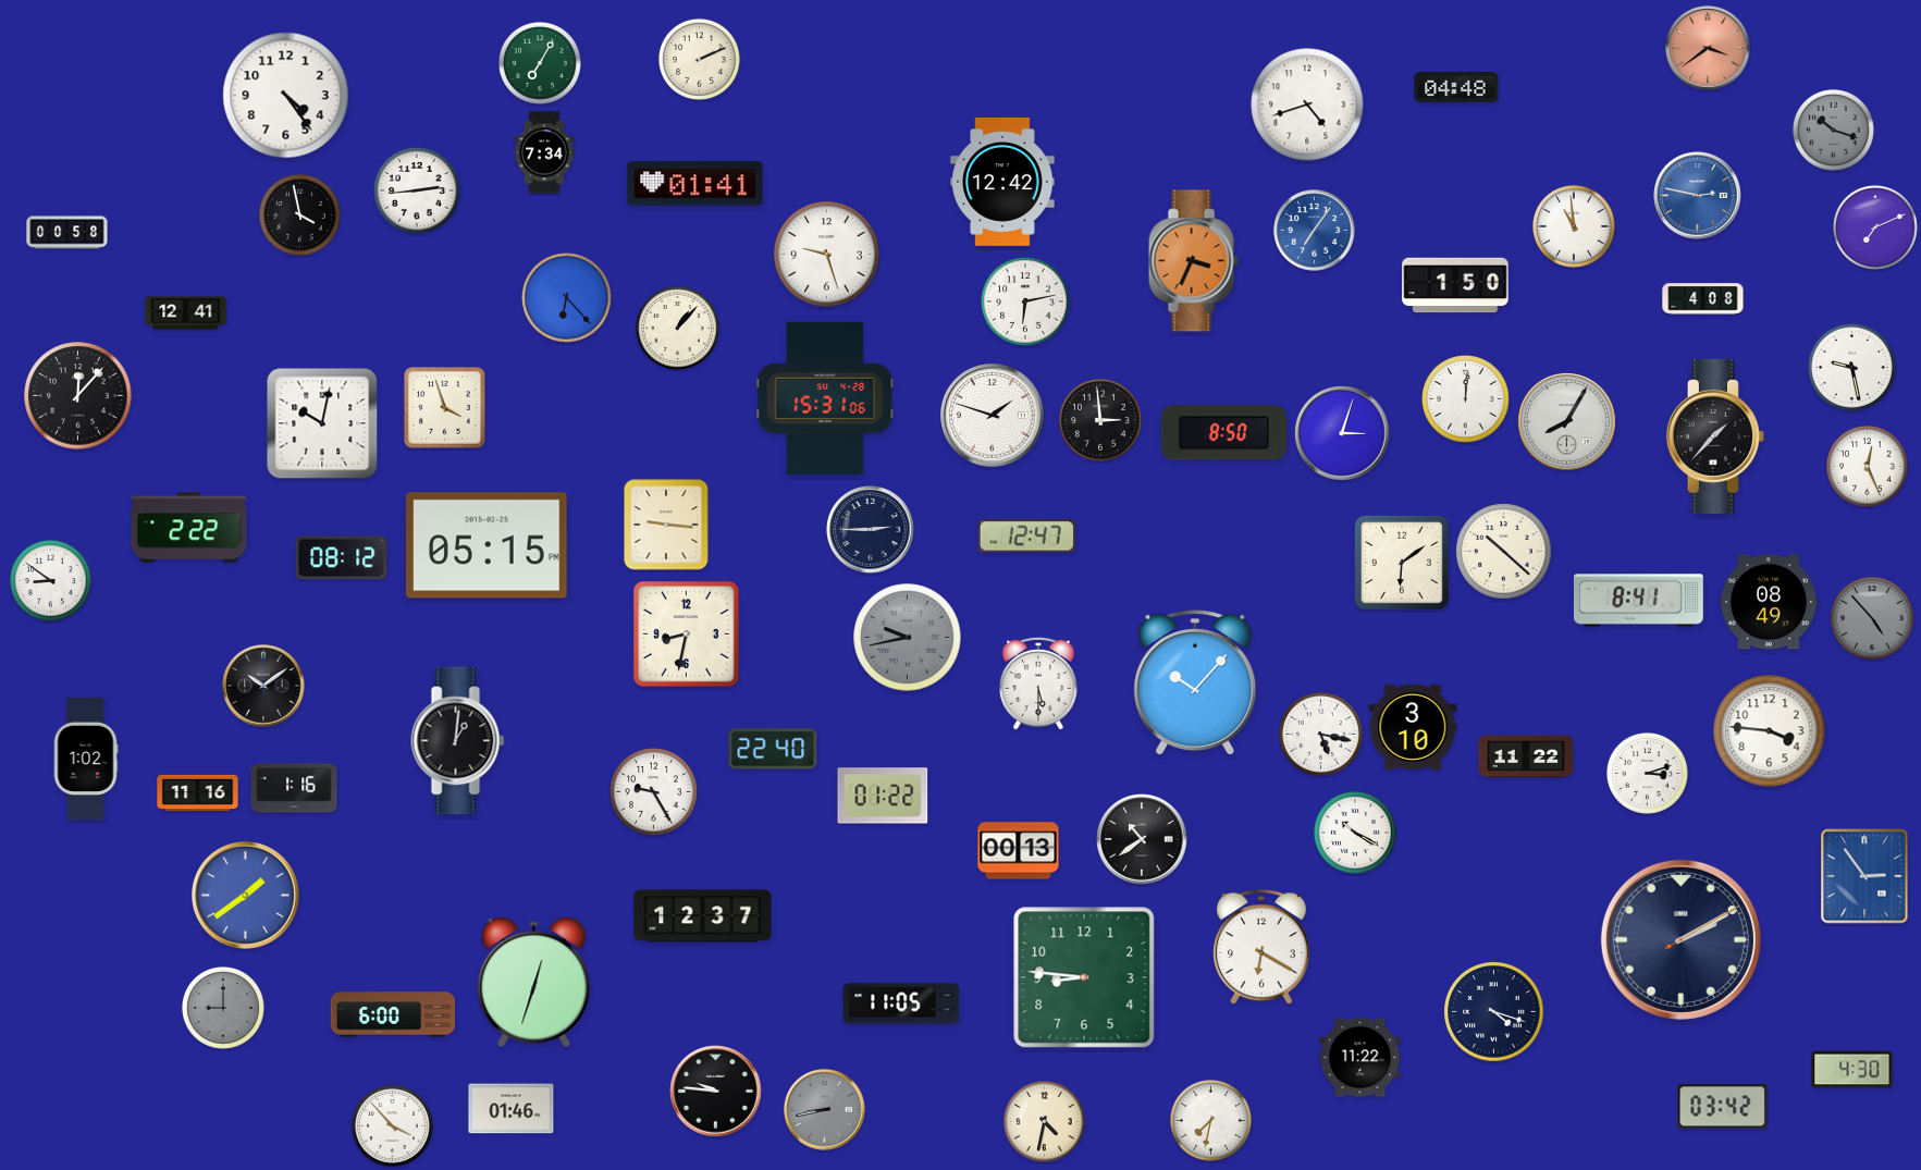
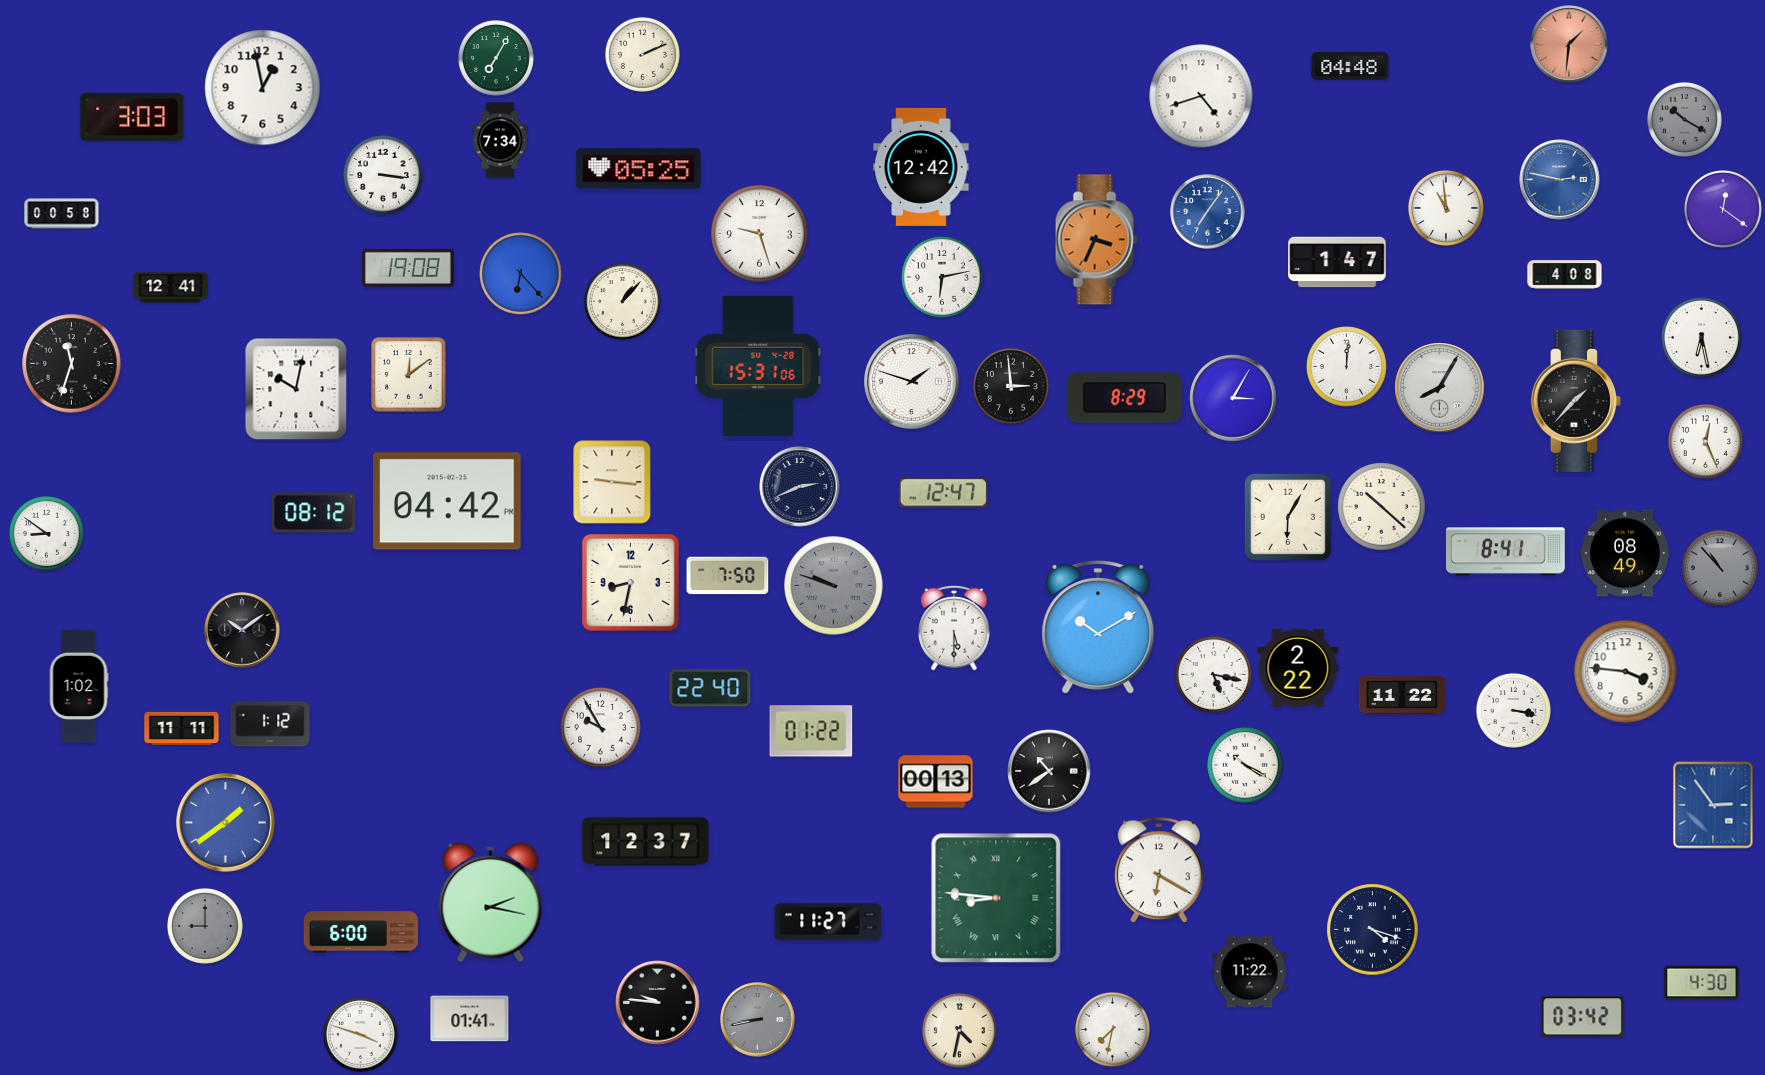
clock at (1708, 48): 3:39 -> 1:31
clock at (1456, 88) position: (1456, 88) -> (1350, 67)
clock at (286, 96): 4:24 -> 12:58
clock at (132, 117): none -> 3:03
clock at (1833, 130): 10:18 -> 10:20
clock at (695, 184): 01:41 -> 05:25
clock at (418, 192): 2:44 -> 3:16
clock at (299, 214): 3:58 -> none
clock at (1876, 229): 7:11 -> 12:21
clock at (1455, 285): 1:50 -> 1:47
clock at (408, 268): none -> 19:08
clock at (1852, 368): 9:28 -> 6:28
clock at (78, 396): 12:07 -> 11:33
clock at (445, 408): 3:57 -> 12:09
clock at (1223, 433): 8:50 -> 8:29
clock at (1342, 433): 3:03 -> 3:05
clock at (1867, 466) position: (1867, 466) -> (1705, 441)
clock at (189, 528): 2:22 -> none
clock at (871, 530): 2:45 -> 2:41
clock at (488, 545): 05:15 -> 04:42
clock at (1402, 563): 6:09 -> 6:05
clock at (1872, 618): 4:53 -> 10:53
clock at (728, 576): none -> 7:50
clock at (908, 638): 9:43 -> 9:48
clock at (1195, 683): 10:07 -> 10:10
clock at (1413, 727): 3:10 -> 2:22
clock at (458, 741): 1:01 -> none
clock at (86, 759) position: (86, 759) -> (79, 686)
clock at (1647, 773): 3:12 -> 3:17
clock at (294, 788): 1:16 -> 1:12
clock at (198, 792): 11:16 -> 11:11
clock at (654, 792): 9:25 -> 9:55
clock at (1680, 939): 2:10 -> none
clock at (1084, 977) numerals: Arabic -> Roman
clock at (534, 983): 12:33 -> 2:17
clock at (901, 1003): 11:05 -> 11:27
clock at (512, 1109): 01:46 -> 01:41
clock at (392, 1125): 3:53 -> 3:48
